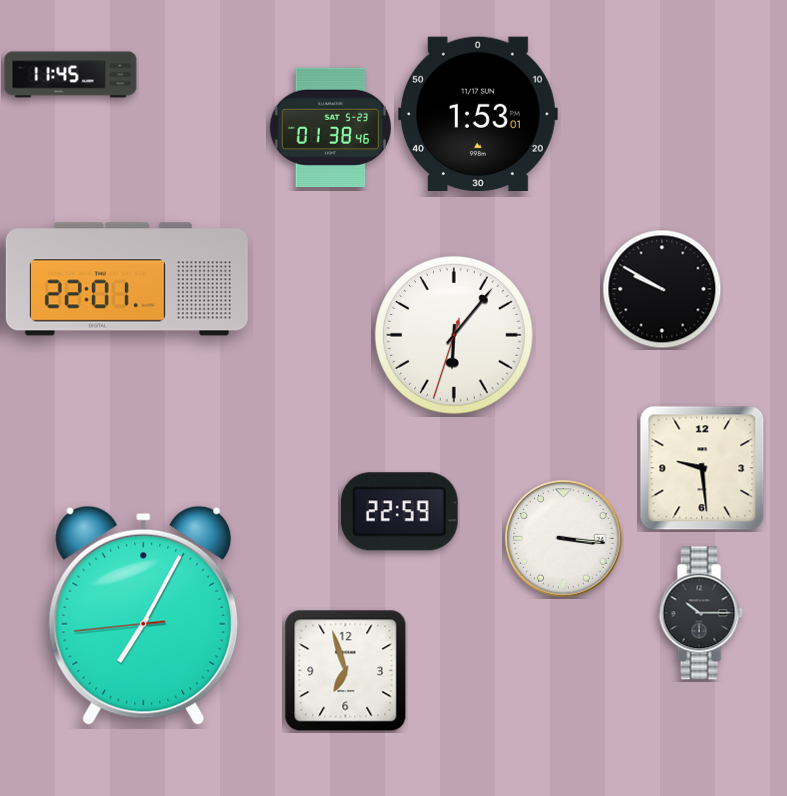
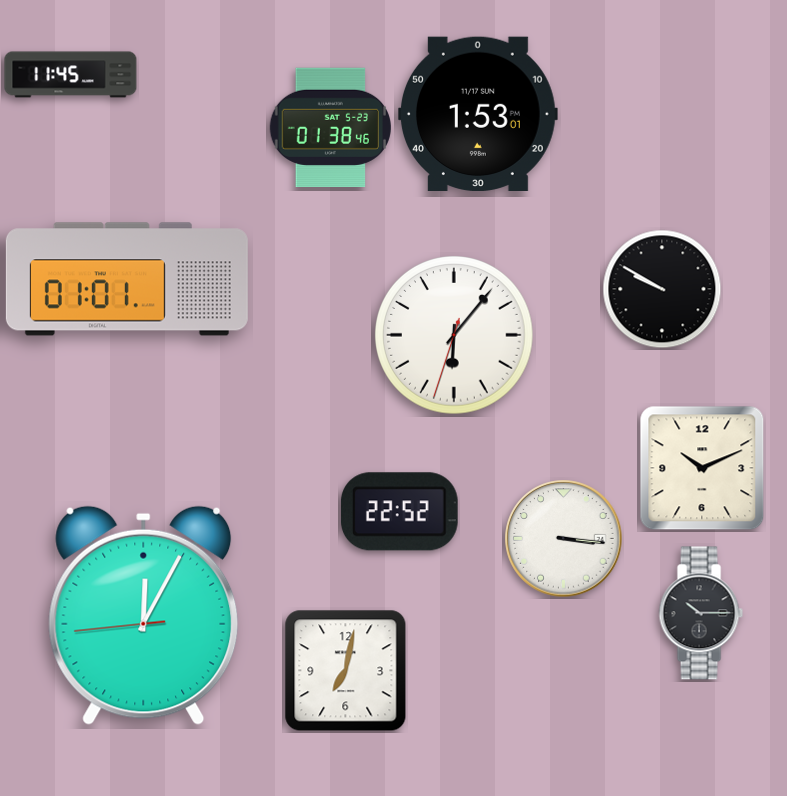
clock at (127, 279): 22:01 -> 01:01
clock at (702, 468): 9:29 -> 10:11
clock at (399, 512): 22:59 -> 22:52
clock at (144, 615): 7:04 -> 12:04
clock at (346, 671): 6:57 -> 7:02
